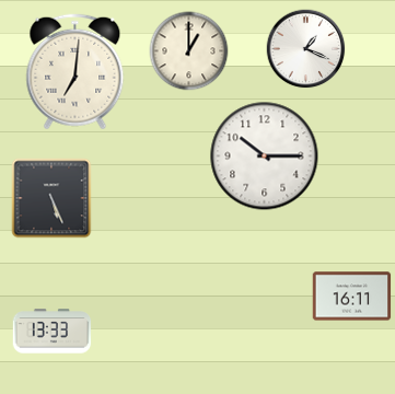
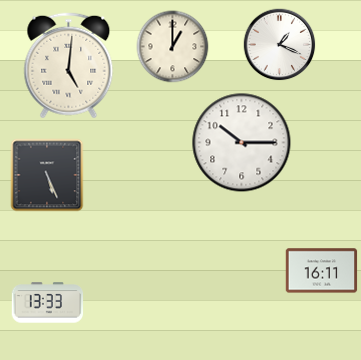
clock at (75, 72): 7:01 -> 5:01
clock at (51, 198) position: (51, 198) -> (47, 175)
